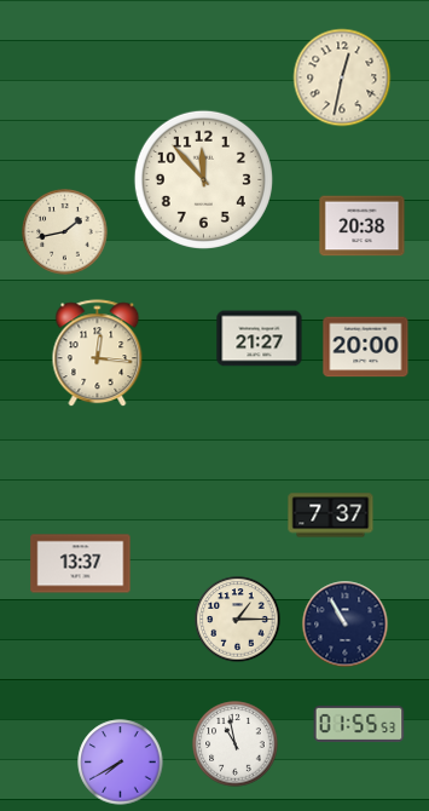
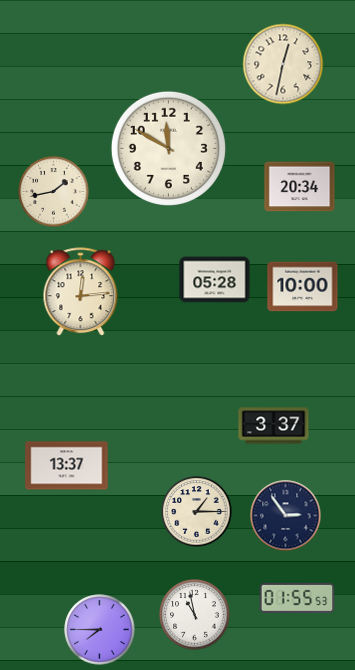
clock at (203, 179): 11:53 -> 11:50
clock at (363, 226): 20:38 -> 20:34
clock at (260, 339): 21:27 -> 05:28
clock at (366, 347): 20:00 -> 10:00
clock at (98, 353): 12:16 -> 12:14
clock at (331, 516): 7:37 -> 3:37
clock at (346, 625): 10:55 -> 2:54
clock at (121, 763): 7:40 -> 7:45
